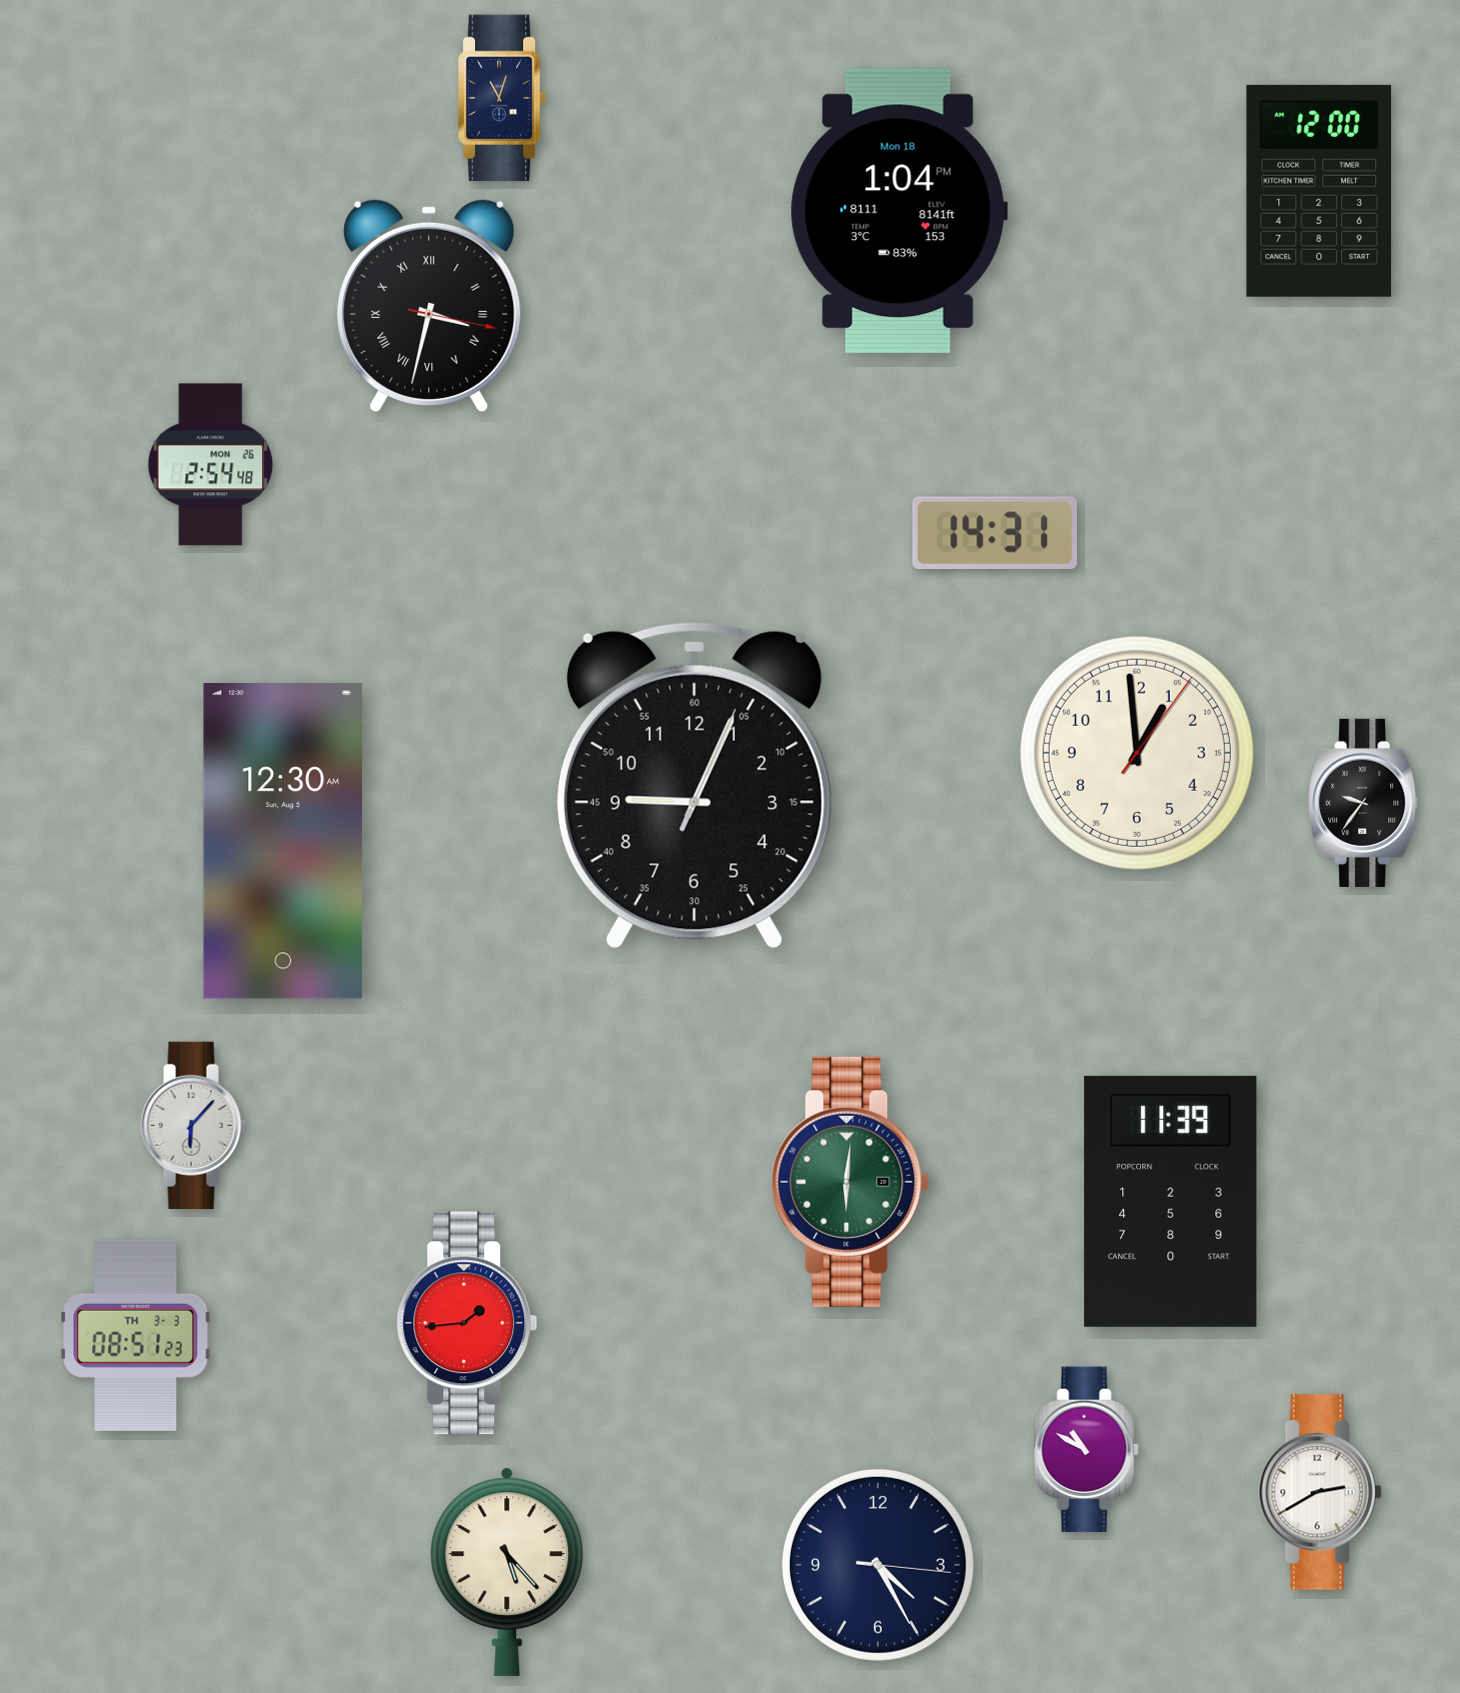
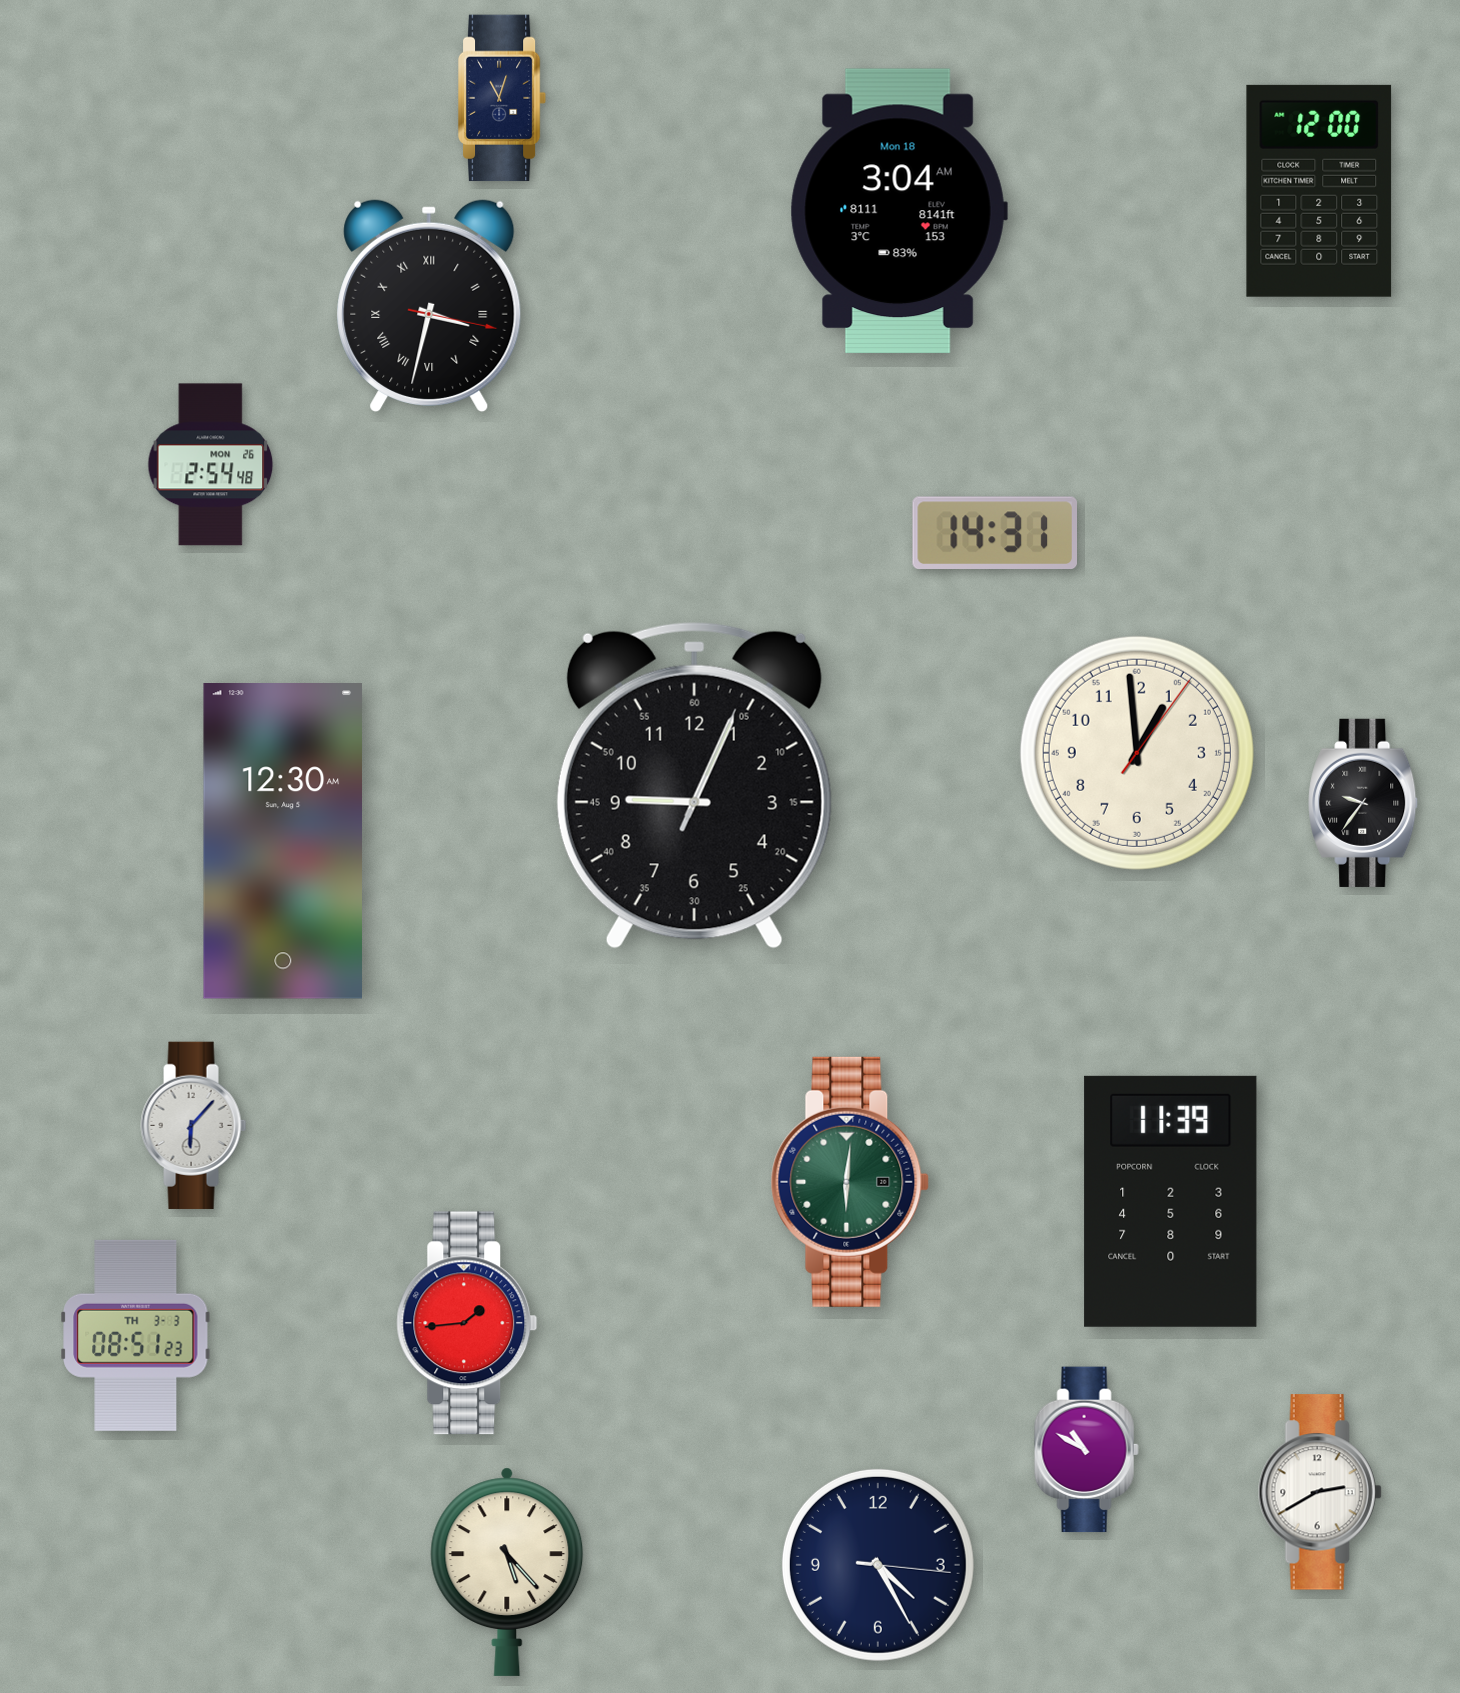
clock at (899, 211): 1:04 -> 3:04
